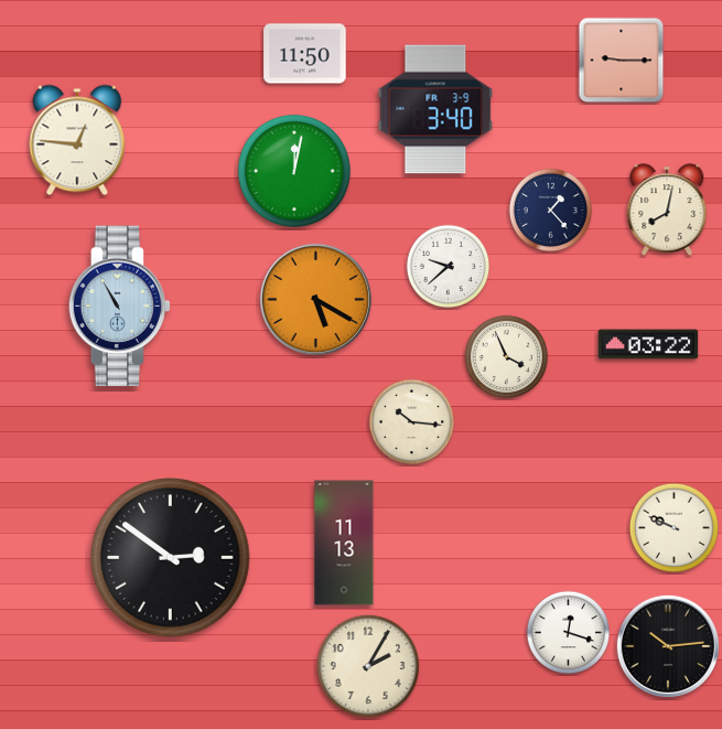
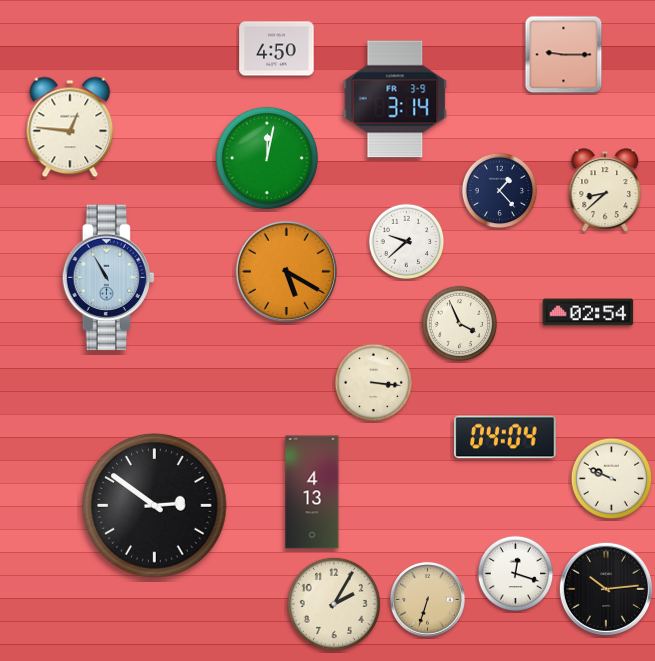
clock at (305, 54): 11:50 -> 4:50
clock at (435, 109): 3:40 -> 3:14
clock at (294, 171) position: (294, 171) -> (267, 158)
clock at (667, 210): 8:02 -> 8:38
clock at (648, 344): 03:22 -> 02:54
clock at (412, 422): 10:16 -> 3:16
clock at (505, 437): none -> 04:04
clock at (344, 543): 11:13 -> 4:13
clock at (668, 646) position: (668, 646) -> (606, 589)
clock at (427, 599): none -> 6:33
